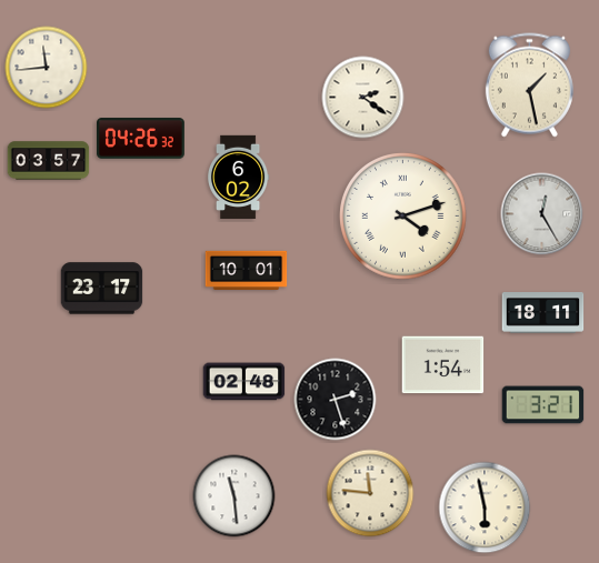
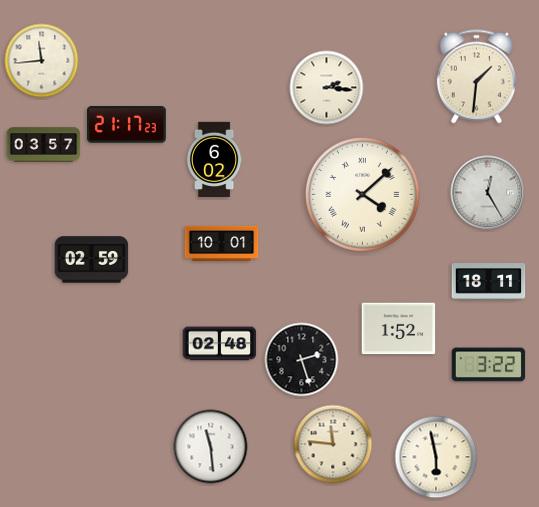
clock at (529, 86): 1:28 -> 1:31
clock at (363, 98): 2:21 -> 2:16
clock at (141, 139): 04:26 -> 21:17
clock at (403, 217): 4:12 -> 4:08
clock at (102, 289): 23:17 -> 02:59
clock at (443, 365): 1:54 -> 1:52
clock at (543, 405): 3:21 -> 3:22
